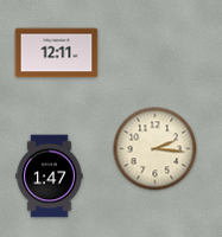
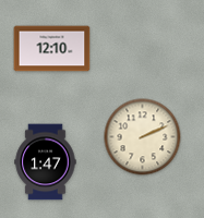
clock at (57, 53): 12:11 -> 12:10
clock at (156, 149): 2:16 -> 2:11
